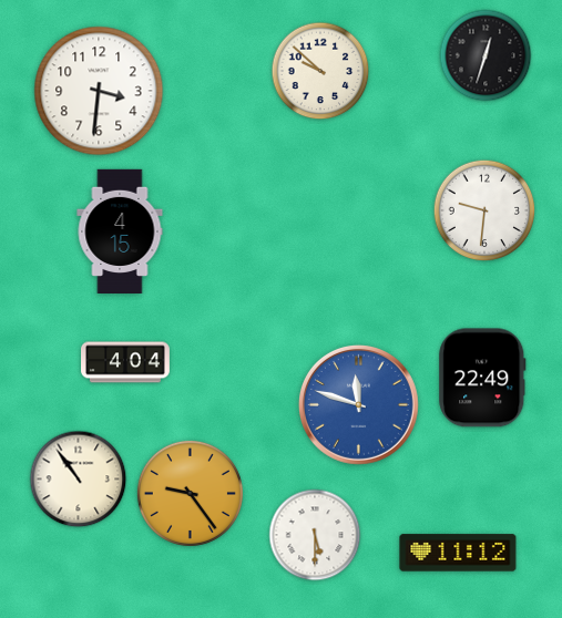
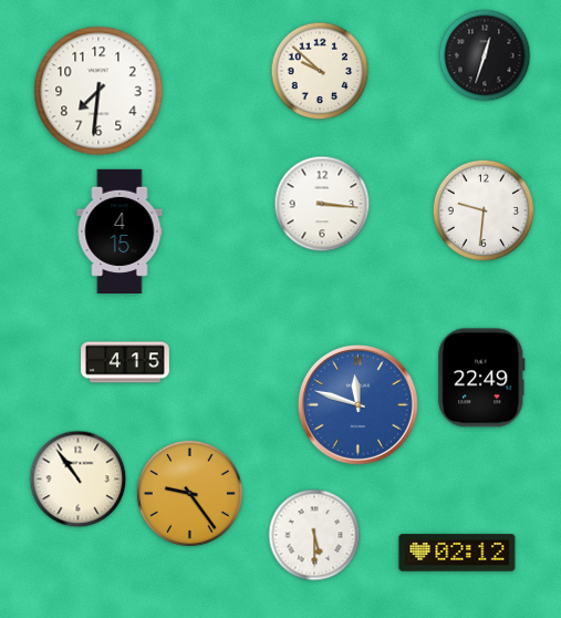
clock at (99, 91): 3:31 -> 7:31
clock at (322, 204): none -> 3:16
clock at (126, 362): 4:04 -> 4:15
clock at (458, 553): 11:12 -> 02:12
